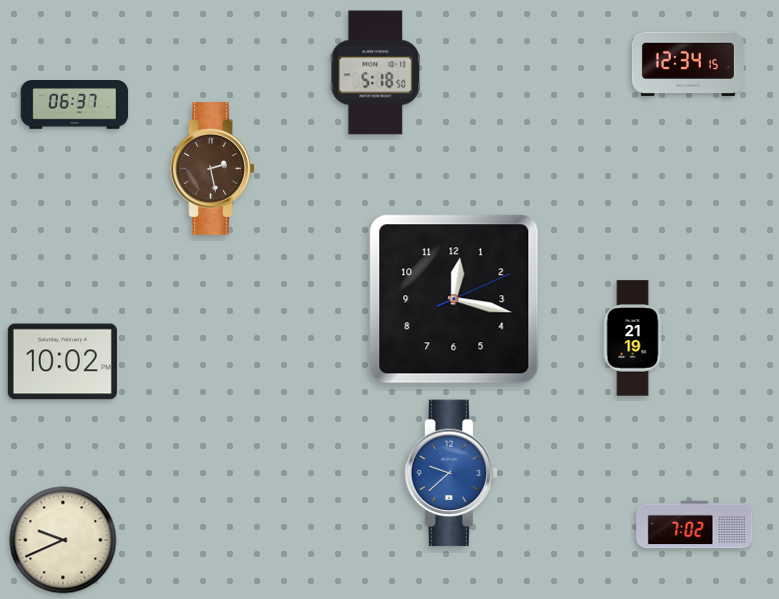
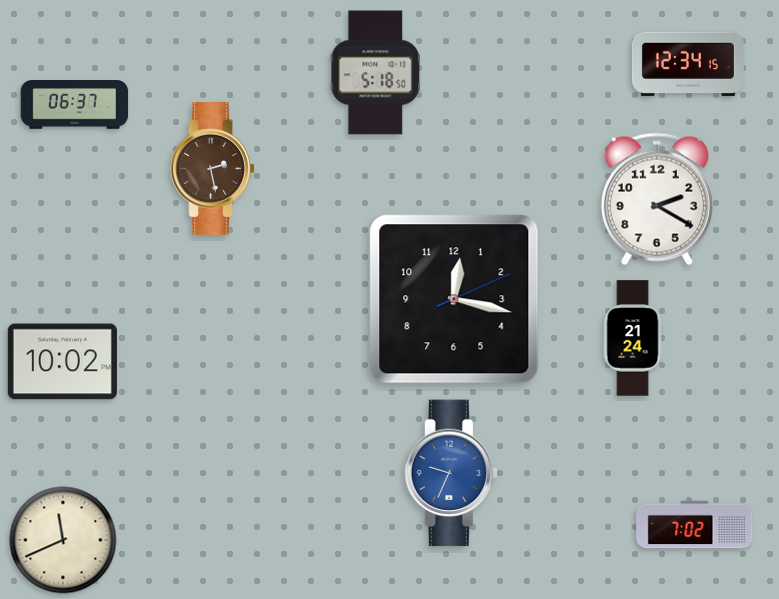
clock at (657, 199): none -> 2:20
clock at (633, 338): 21:19 -> 21:24
clock at (450, 473): 9:38 -> 9:34
clock at (63, 540): 9:41 -> 11:41
